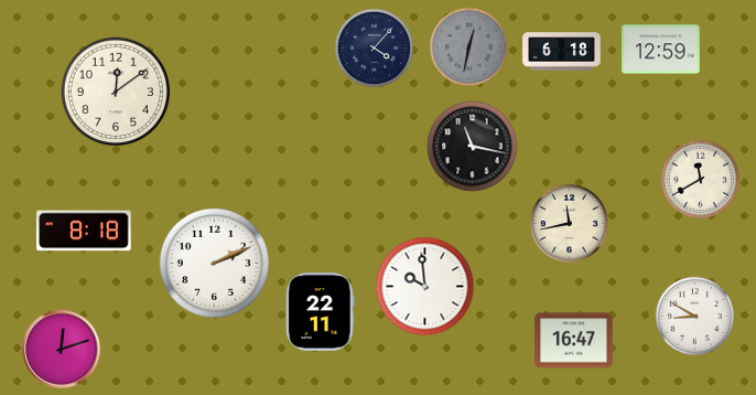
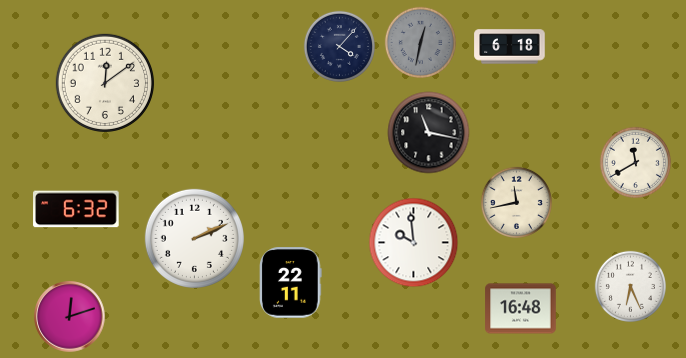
clock at (468, 46) position: (468, 46) -> (420, 42)
clock at (374, 47) position: (374, 47) -> (339, 46)
clock at (661, 50): 12:59 -> none
clock at (84, 231): 8:18 -> 6:32
clock at (425, 287) position: (425, 287) -> (414, 243)
clock at (694, 316): 8:50 -> 6:26
clock at (574, 341): 16:47 -> 16:48
clock at (62, 350) position: (62, 350) -> (70, 317)
